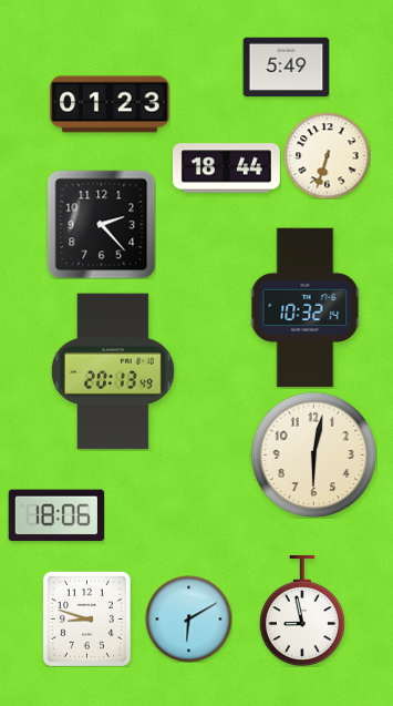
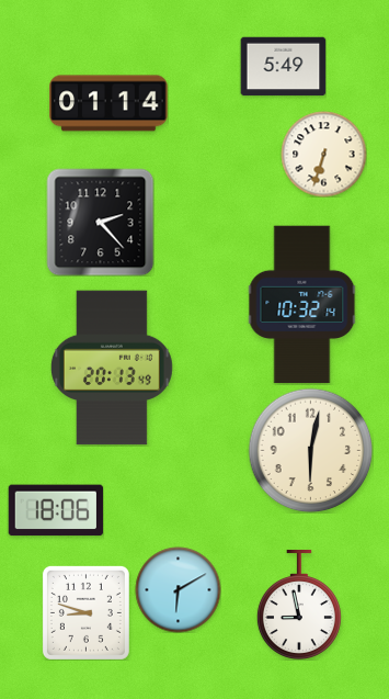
clock at (110, 104): 01:23 -> 01:14
clock at (226, 168): 18:44 -> none
clock at (188, 618) position: (188, 618) -> (178, 589)
